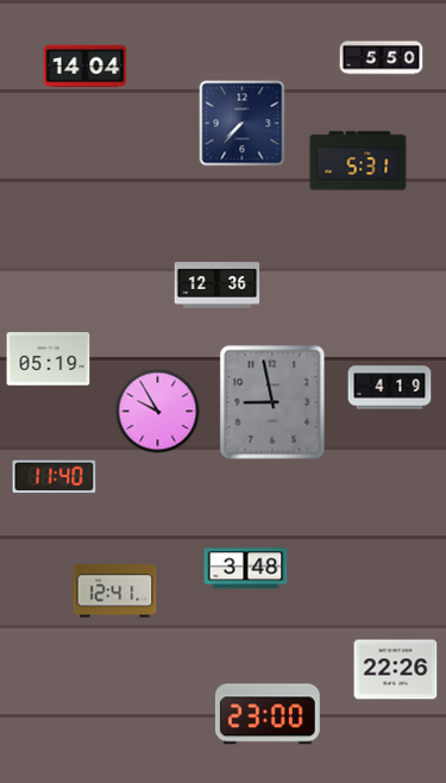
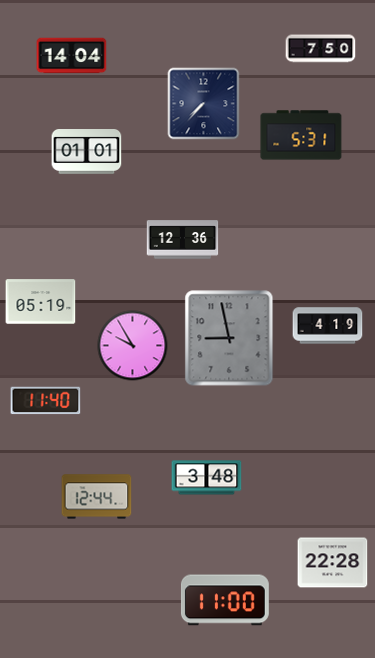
clock at (382, 58): 5:50 -> 7:50
clock at (87, 152): none -> 01:01
clock at (115, 591): 12:41 -> 12:44
clock at (396, 670): 22:26 -> 22:28
clock at (268, 714): 23:00 -> 11:00
